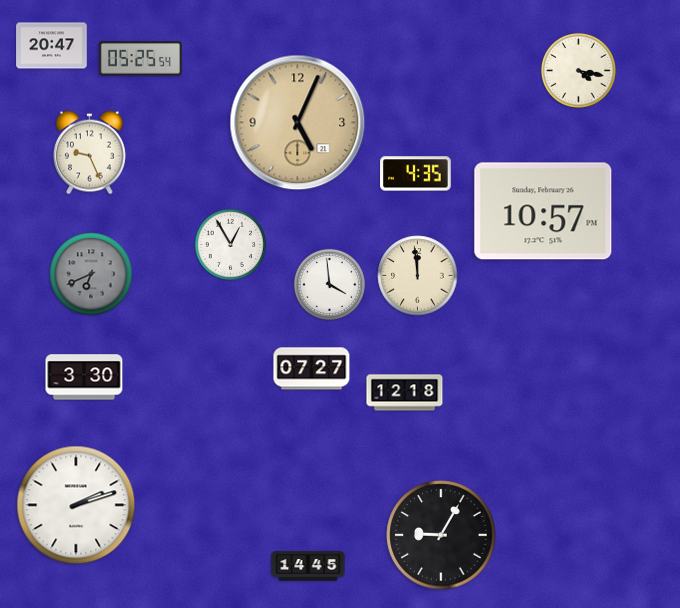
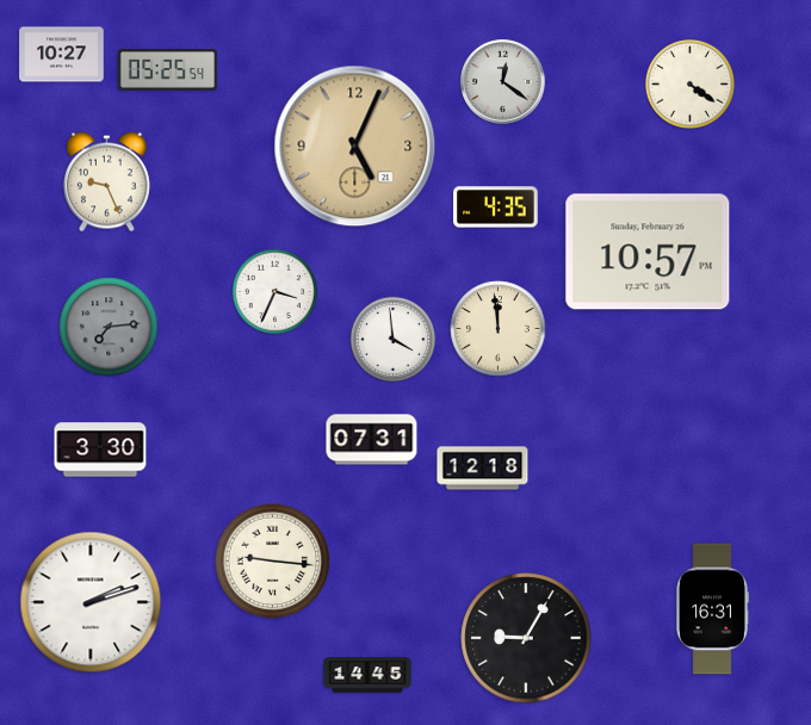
clock at (52, 46): 20:47 -> 10:27
clock at (503, 82): none -> 12:21
clock at (578, 70): 4:17 -> 4:21
clock at (230, 244): 12:55 -> 3:34
clock at (91, 274): 6:41 -> 7:14
clock at (312, 369): 07:27 -> 07:31
clock at (273, 562): none -> 9:16
clock at (712, 609): none -> 16:31
